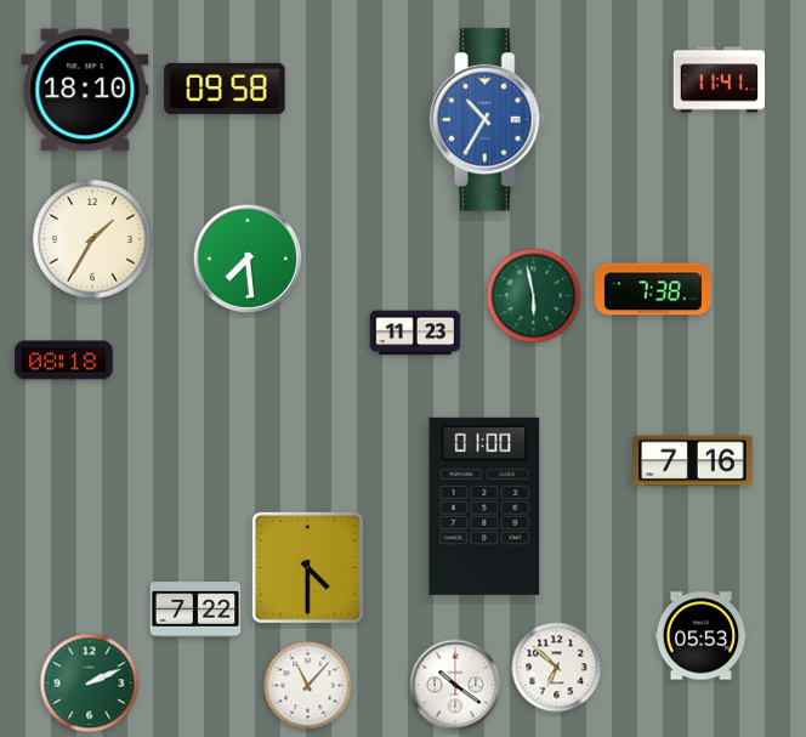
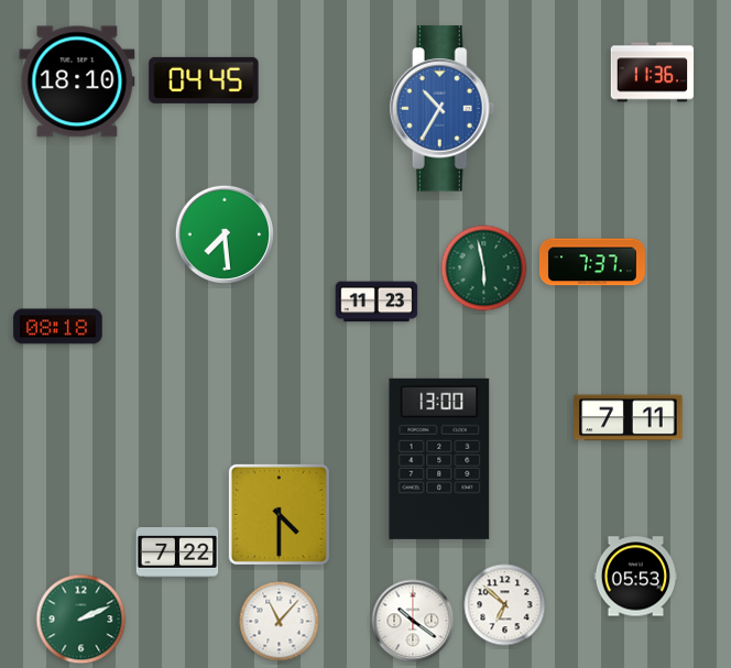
clock at (720, 80): 11:41 -> 11:36
clock at (225, 89): 09:58 -> 04:45
clock at (92, 239): 1:35 -> none
clock at (653, 289): 7:38 -> 7:37
clock at (693, 461): 7:16 -> 7:11
clock at (484, 506): 01:00 -> 13:00
